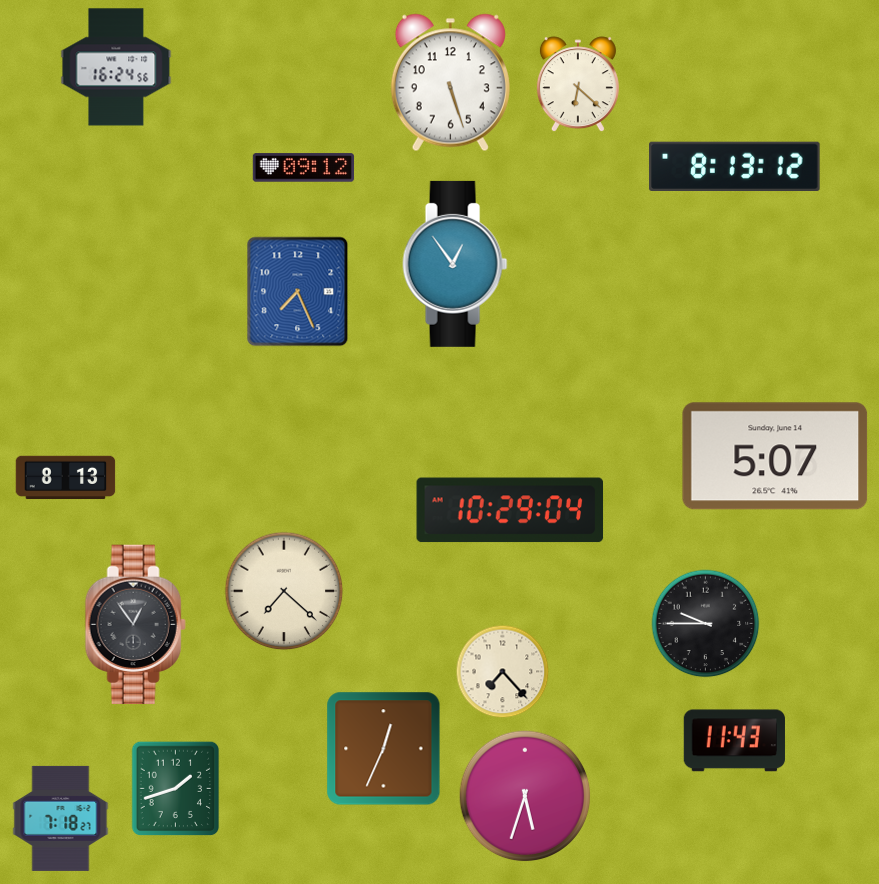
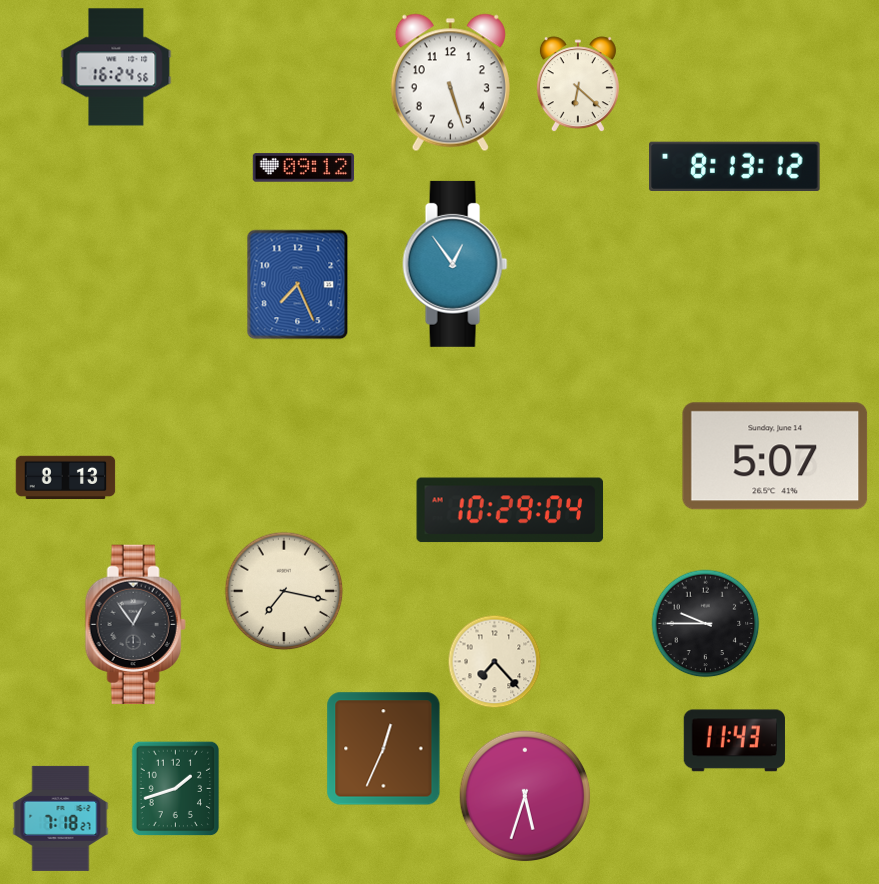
clock at (298, 292) position: (298, 292) -> (298, 285)
clock at (284, 591): 7:22 -> 7:17
clock at (503, 672) position: (503, 672) -> (495, 662)
